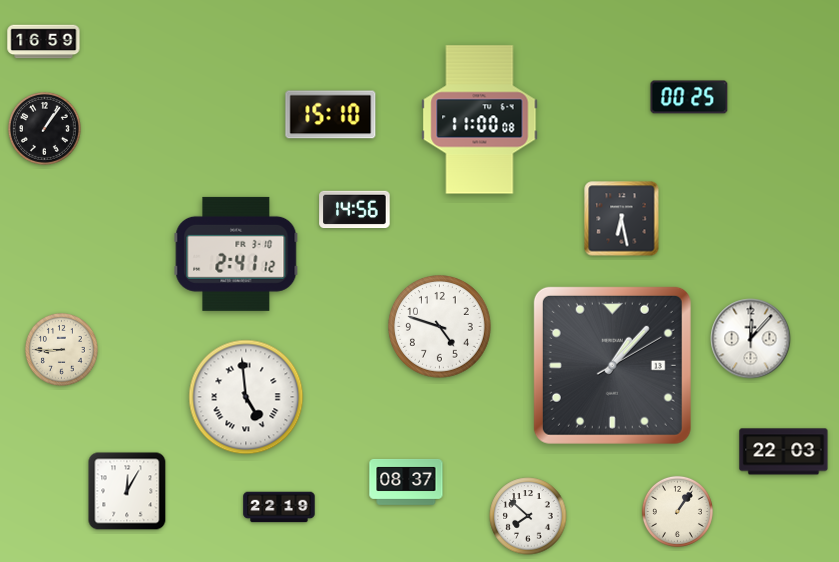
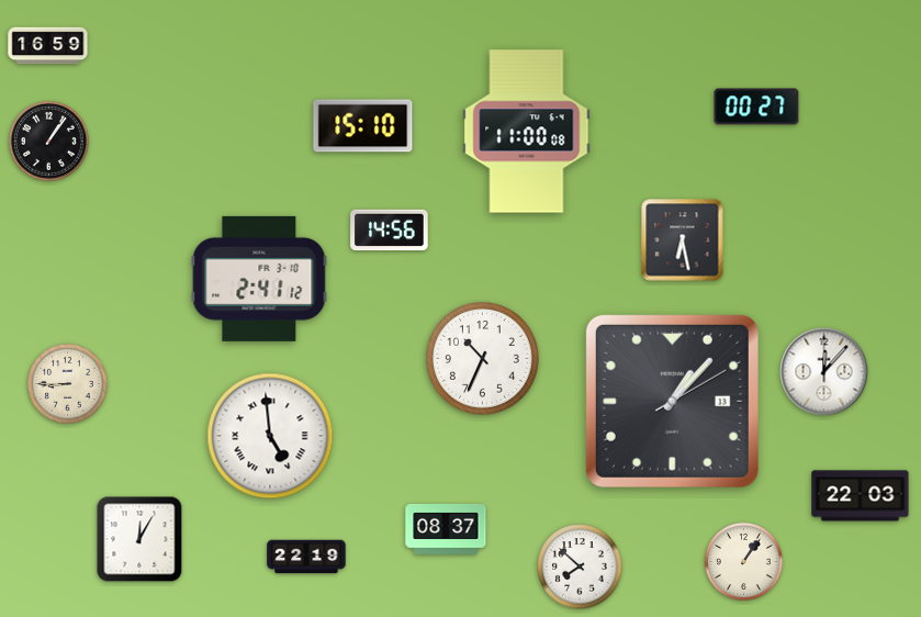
clock at (689, 97): 00:25 -> 00:27
clock at (440, 327): 4:48 -> 10:34
